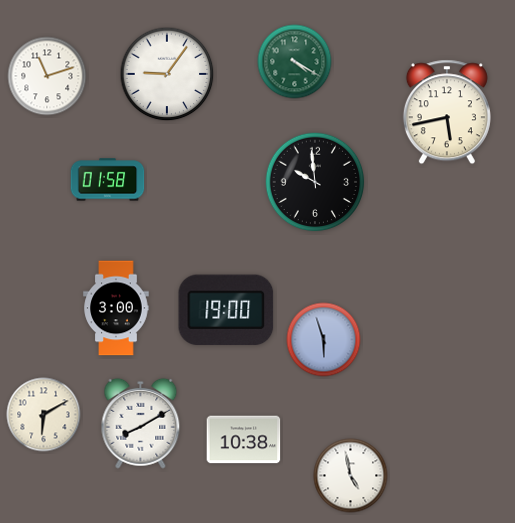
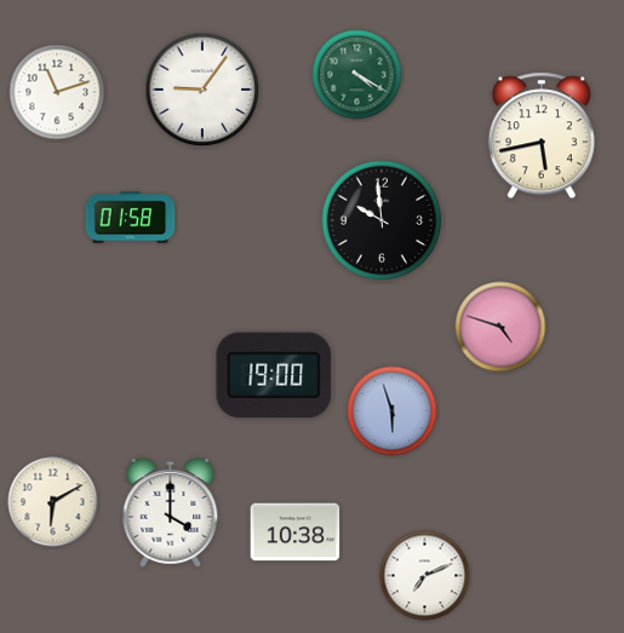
clock at (500, 327): none -> 4:48
clock at (116, 308): 3:00 -> none
clock at (141, 423): 8:10 -> 4:00
clock at (351, 476): 4:58 -> 7:11
